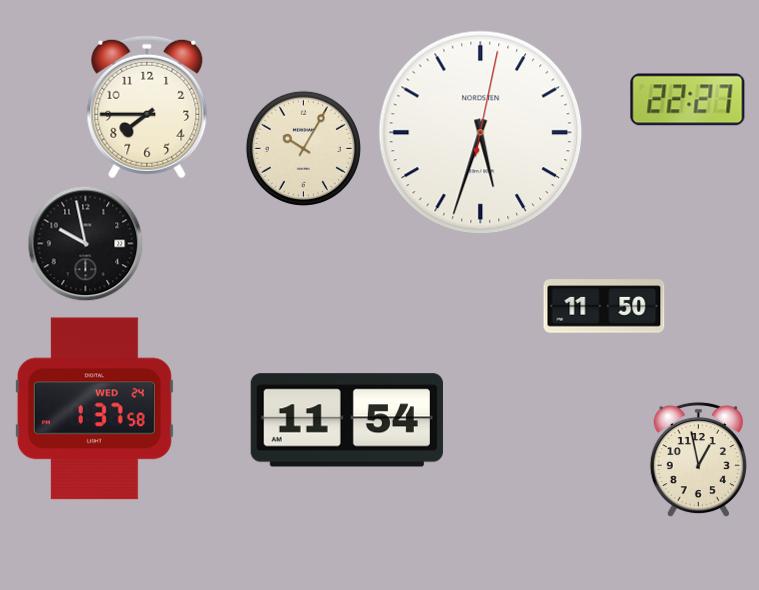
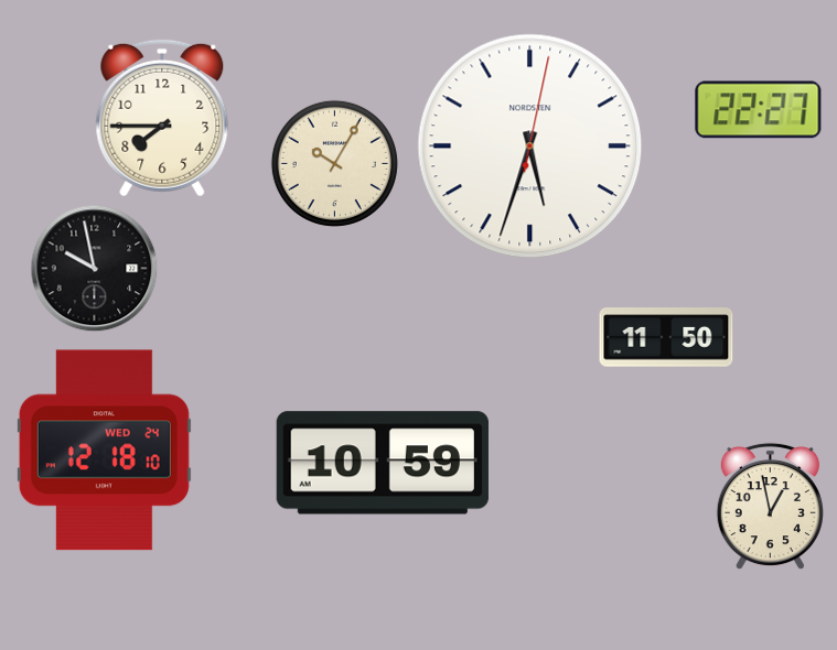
clock at (94, 409): 1:37 -> 12:18
clock at (347, 420): 11:54 -> 10:59
